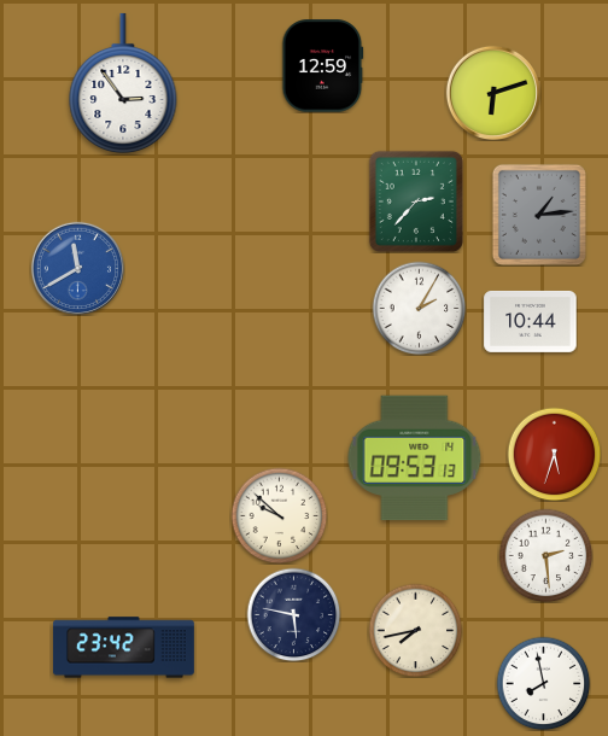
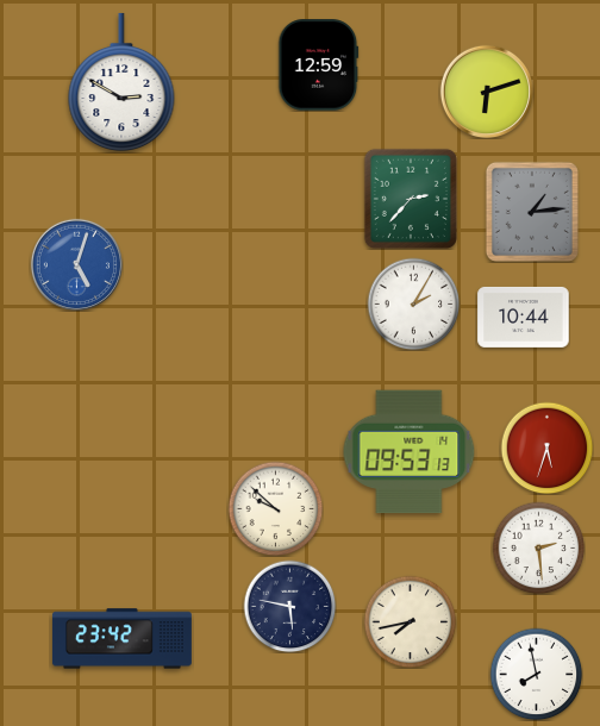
clock at (123, 83): 2:54 -> 2:50
clock at (77, 268): 11:40 -> 5:03
